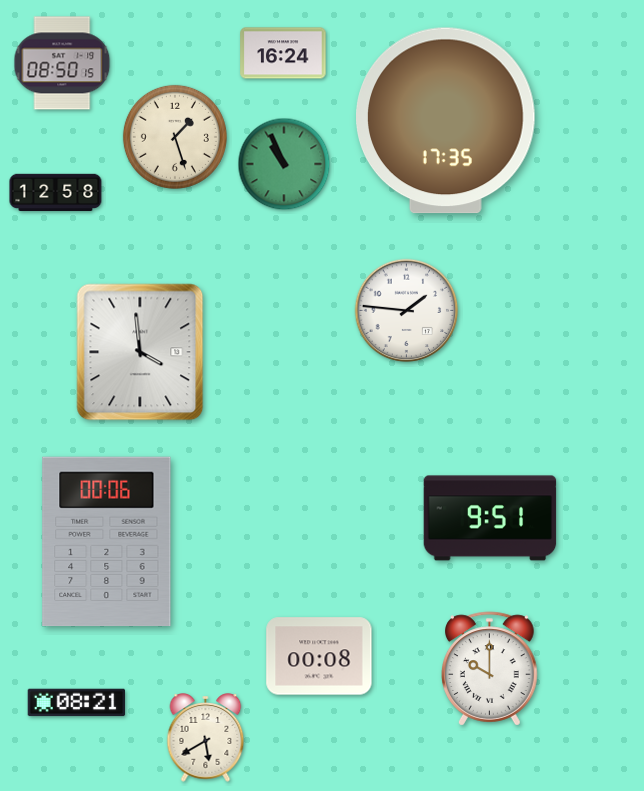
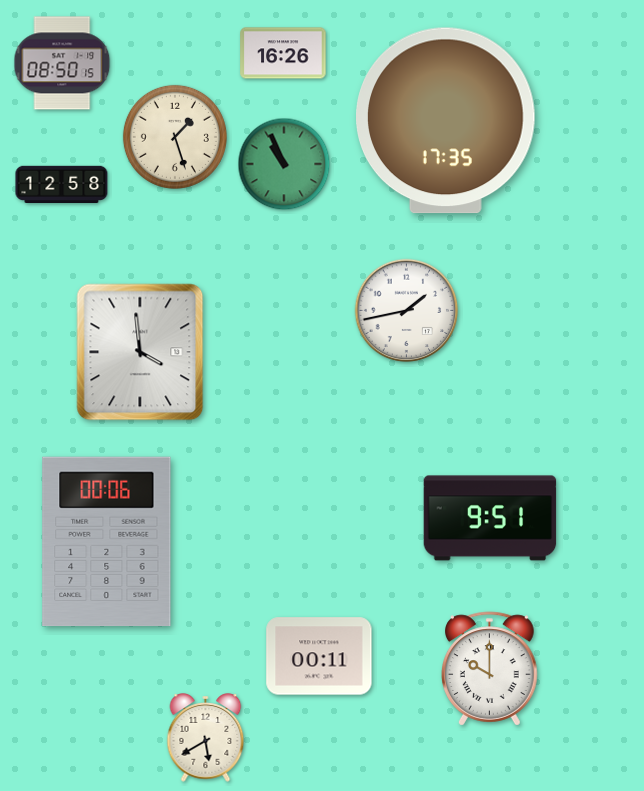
clock at (283, 53): 16:24 -> 16:26
clock at (56, 192) position: (56, 192) -> (62, 184)
clock at (407, 311): 1:46 -> 1:43
clock at (319, 656): 00:08 -> 00:11
clock at (77, 703): 08:21 -> none
